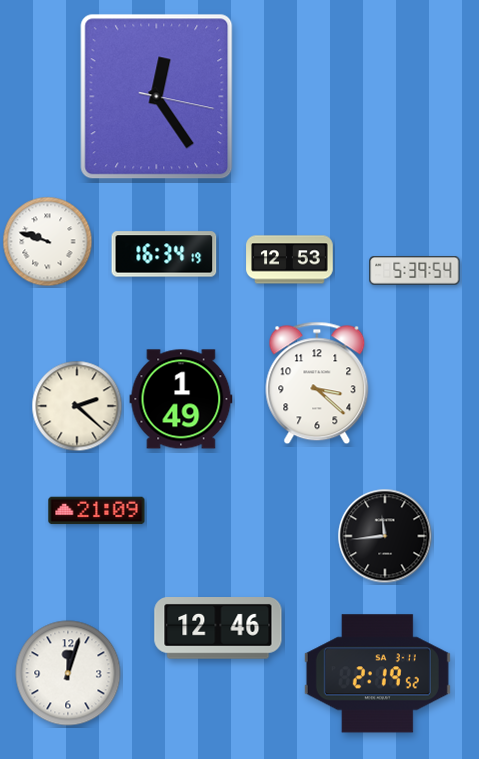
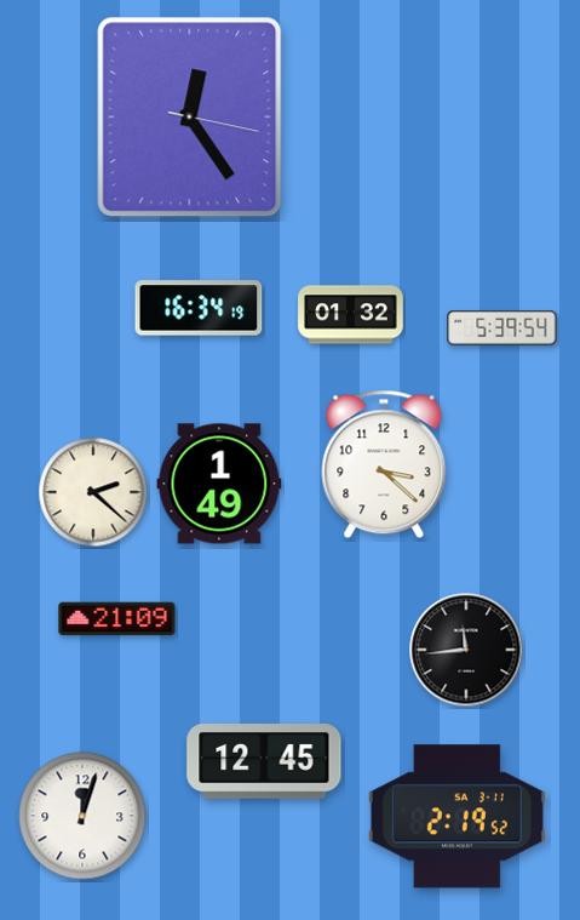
clock at (48, 242): 9:48 -> none
clock at (290, 260): 12:53 -> 01:32
clock at (218, 628): 12:46 -> 12:45
